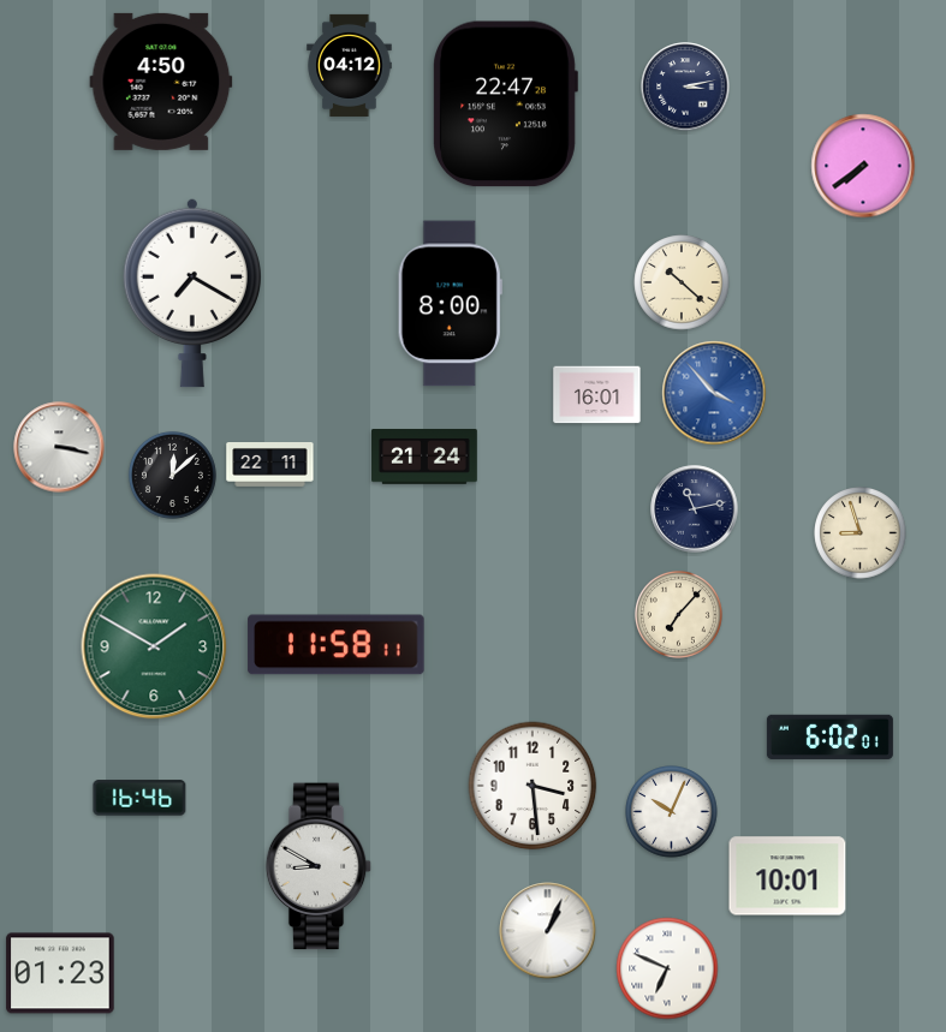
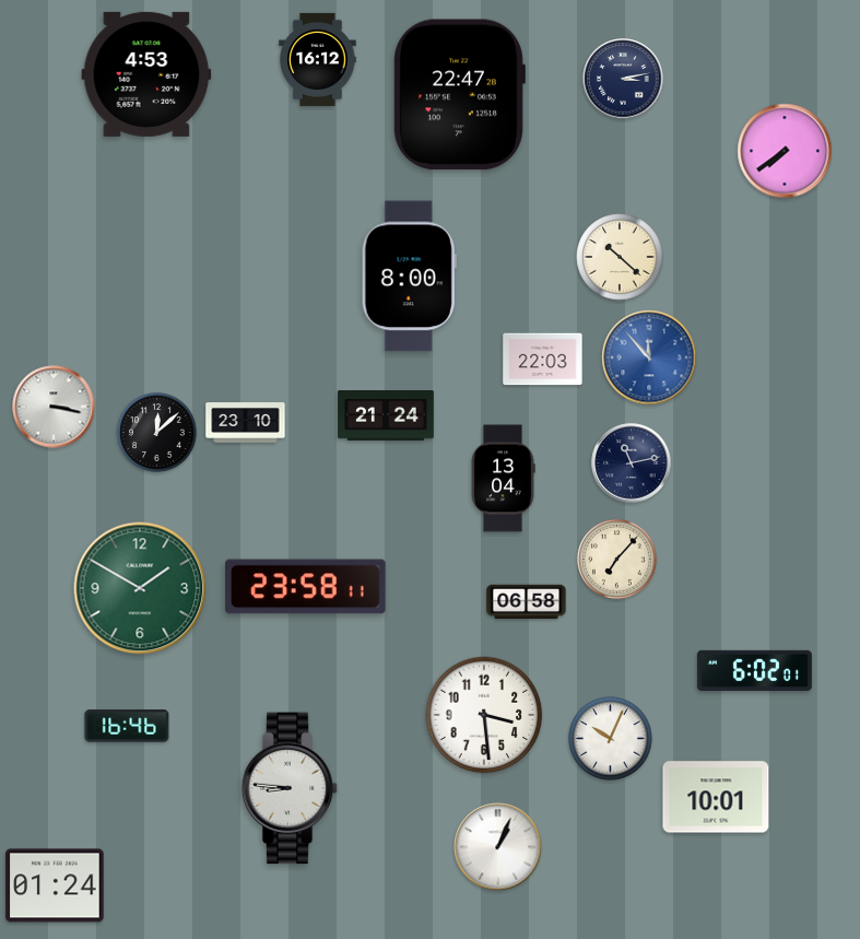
clock at (350, 65): 04:12 -> 16:12
clock at (161, 82): 4:50 -> 4:53
clock at (191, 293): 7:20 -> none
clock at (714, 393): 3:53 -> 11:53
clock at (597, 395): 16:01 -> 22:03
clock at (270, 465): 22:11 -> 23:10
clock at (503, 479): none -> 13:04
clock at (861, 533): 8:57 -> none
clock at (337, 645): 11:58 -> 23:58
clock at (527, 602): none -> 06:58
clock at (319, 866): 8:50 -> 8:46
clock at (667, 968): 6:49 -> none
clock at (60, 973): 01:23 -> 01:24
